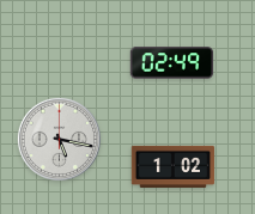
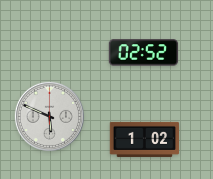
clock at (172, 63): 02:49 -> 02:52
clock at (59, 139): 5:17 -> 5:49
